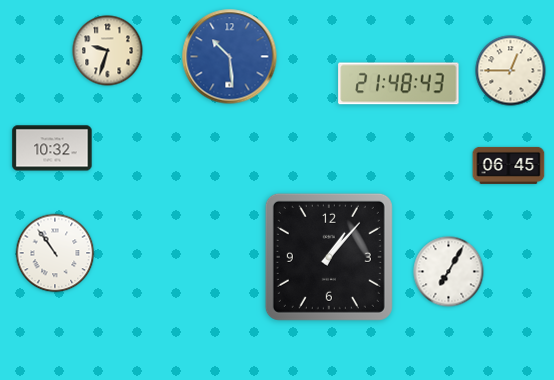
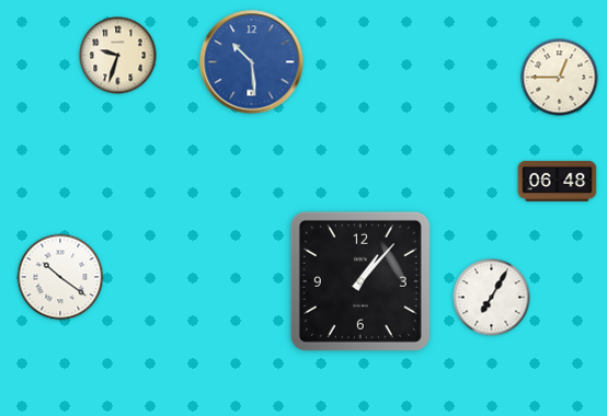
clock at (399, 84): 21:48 -> none
clock at (52, 148): 10:32 -> none
clock at (509, 165): 06:45 -> 06:48
clock at (55, 253): 10:54 -> 10:21
